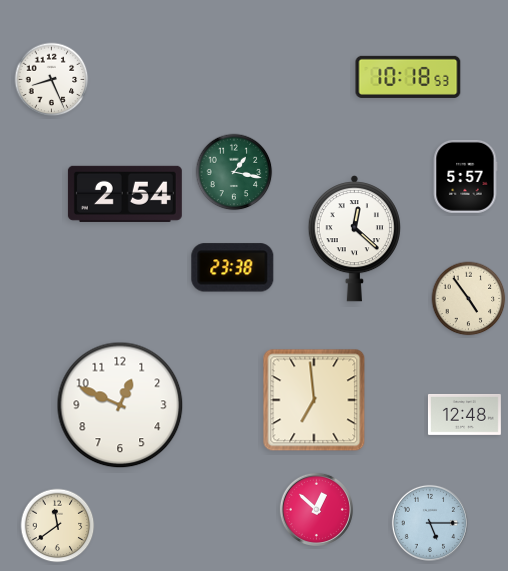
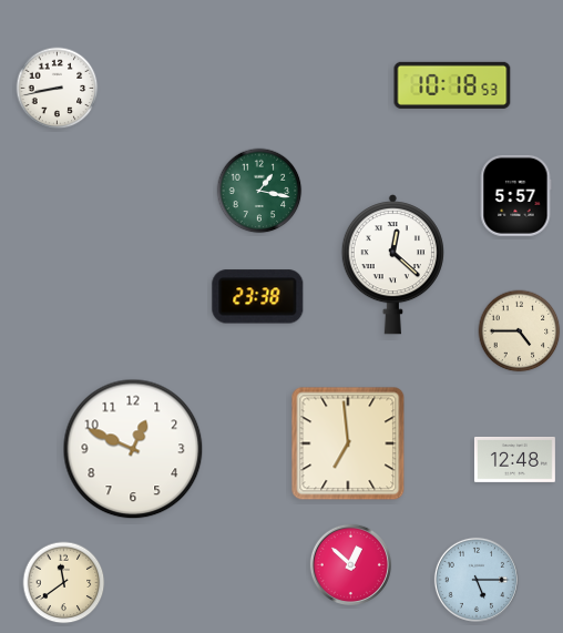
clock at (52, 80): 8:26 -> 8:43
clock at (125, 194): 2:54 -> none
clock at (469, 299): 4:54 -> 4:45
